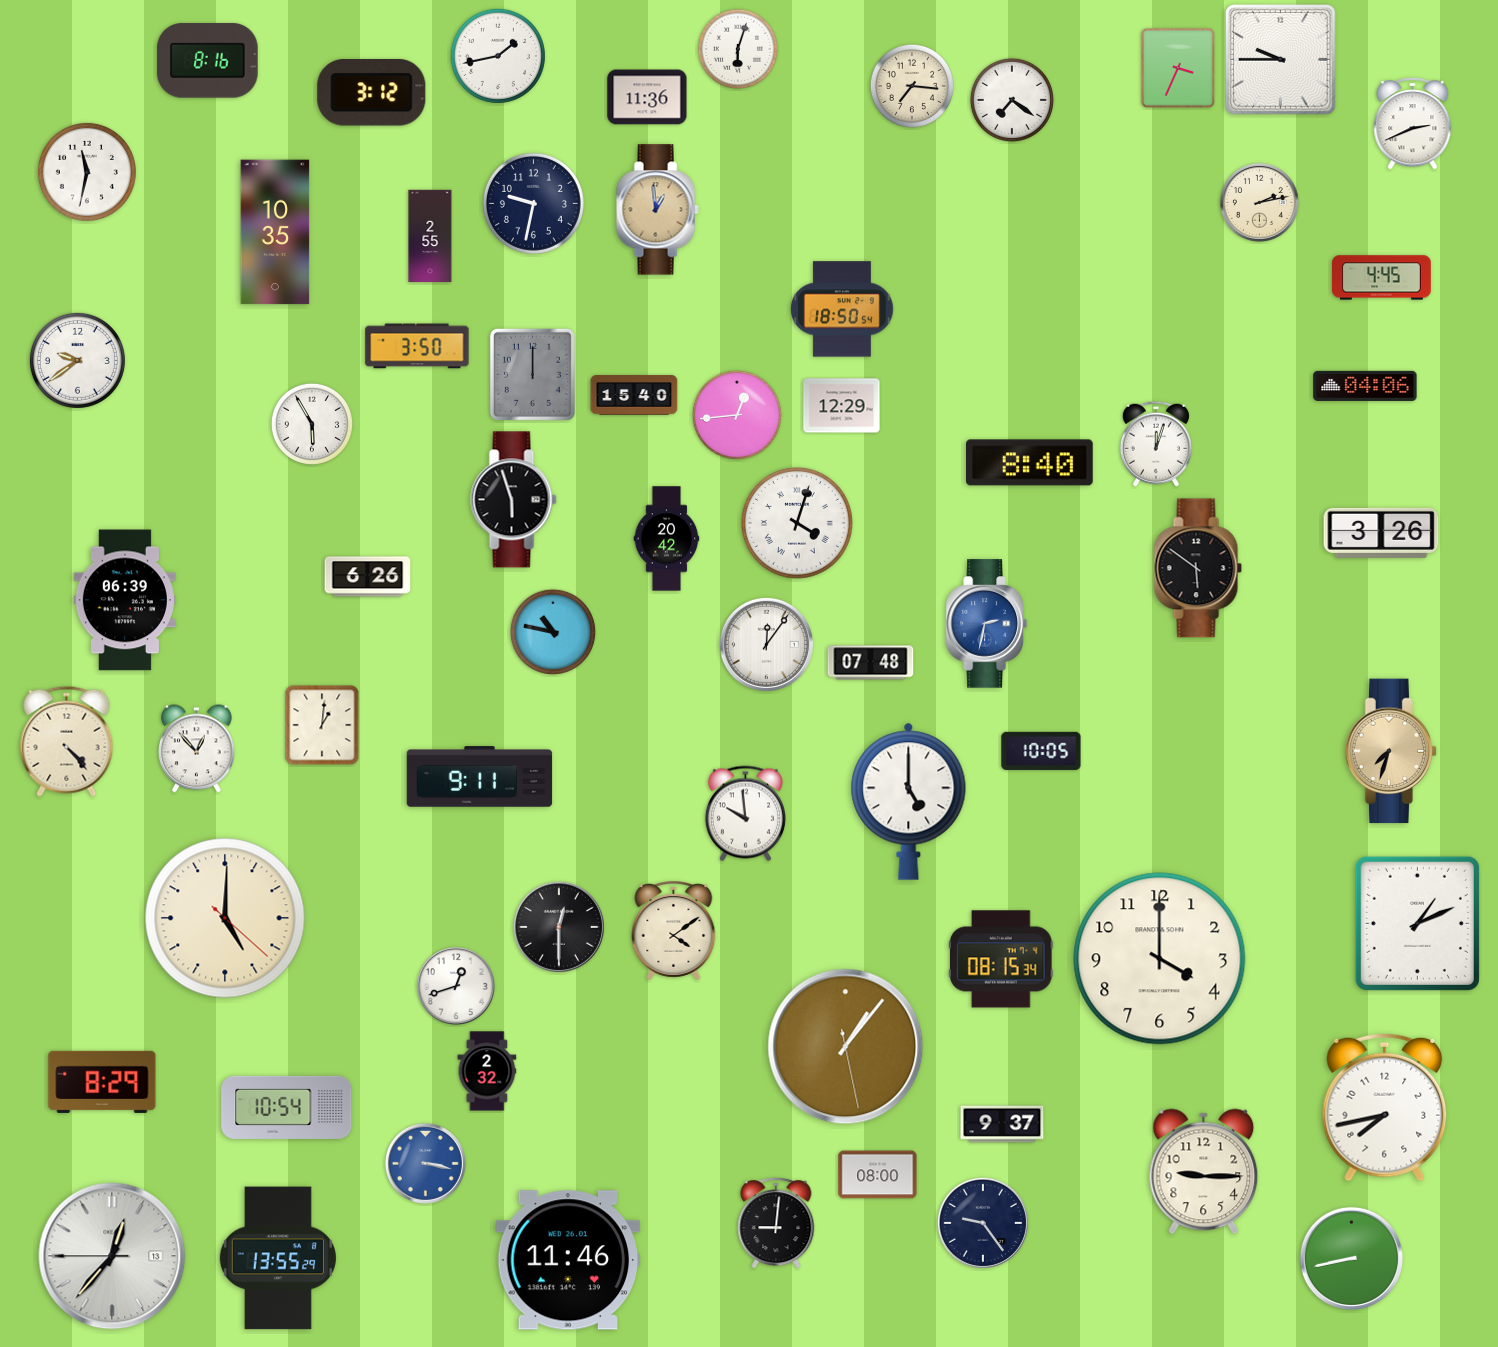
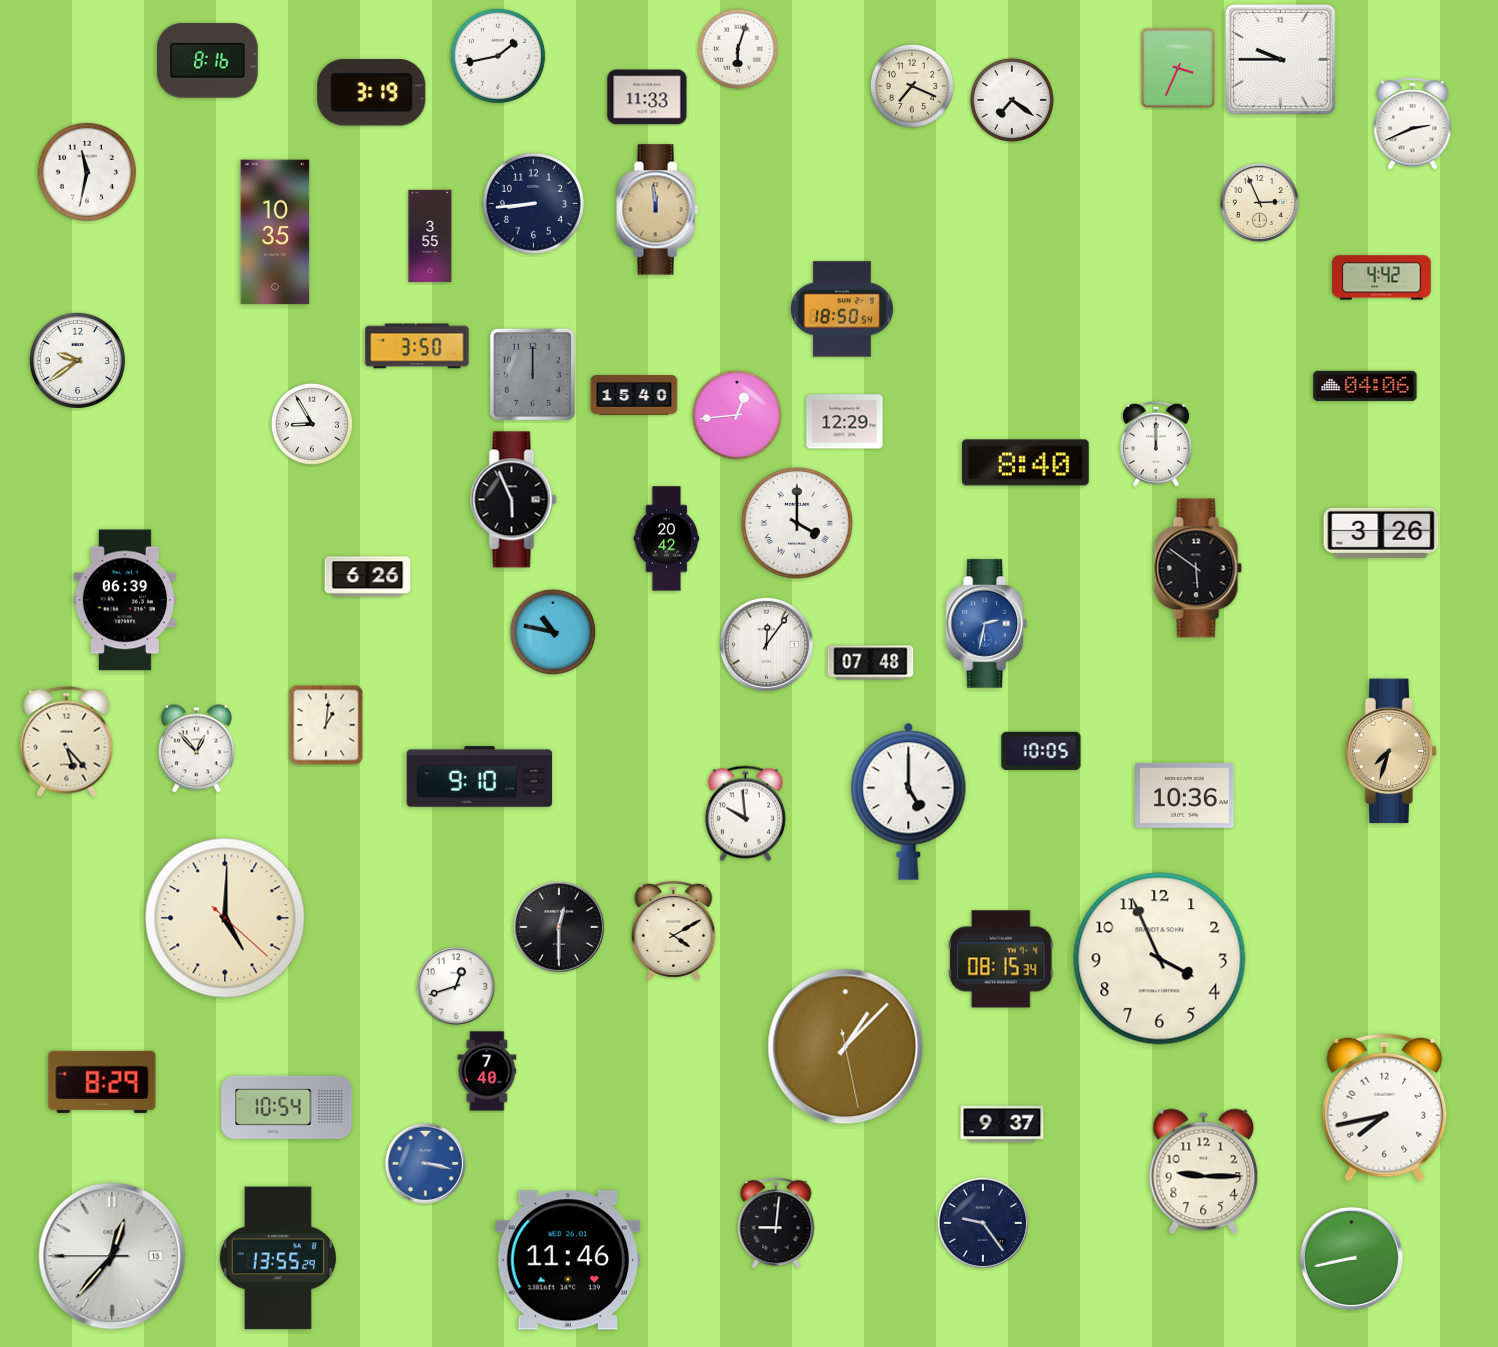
clock at (912, 86): 7:16 -> 7:19
clock at (372, 93): 3:12 -> 3:19
clock at (647, 97): 11:36 -> 11:33
clock at (1259, 202): 2:13 -> 2:56
clock at (533, 203): 9:32 -> 8:44
clock at (657, 210): 12:59 -> 11:59
clock at (430, 236): 2:55 -> 3:55
clock at (1382, 278): 4:45 -> 4:42
clock at (842, 406) position: (842, 406) -> (845, 422)
clock at (312, 424): 5:55 -> 8:55
clock at (1156, 444): 12:03 -> 12:00
clock at (1030, 463) position: (1030, 463) -> (1026, 463)
clock at (514, 500): 5:57 -> 5:56
clock at (798, 524): 4:03 -> 4:00
clock at (322, 725) position: (322, 725) -> (326, 725)
clock at (67, 741): 4:23 -> 5:23
clock at (480, 777): 9:11 -> 9:10
clock at (1185, 795): none -> 10:36
clock at (1417, 923): 1:11 -> none
clock at (674, 931): 4:09 -> 4:10
clock at (1160, 959): 4:00 -> 3:56
clock at (846, 1047): 1:06 -> 1:07
clock at (487, 1071): 2:32 -> 7:40
clock at (878, 1175): 08:00 -> none
